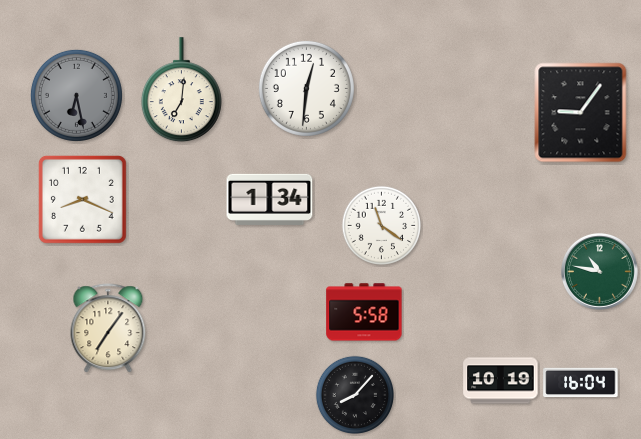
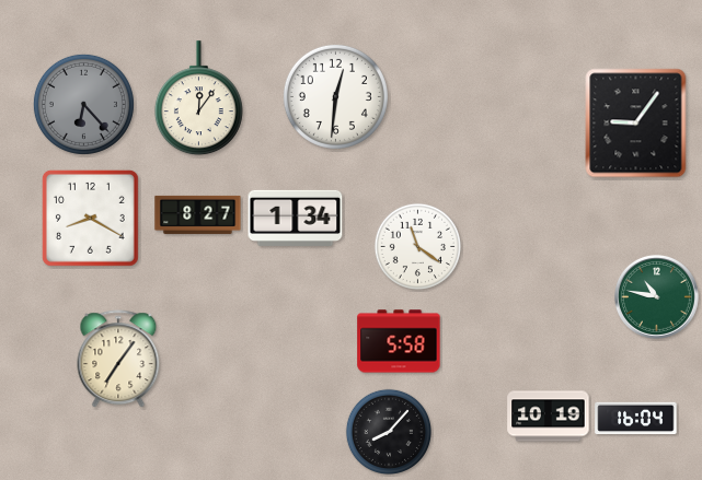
clock at (181, 90): 7:01 -> 12:06
clock at (76, 95): 6:28 -> 6:23
clock at (198, 214): none -> 8:27
clock at (82, 199): 8:19 -> 8:20
